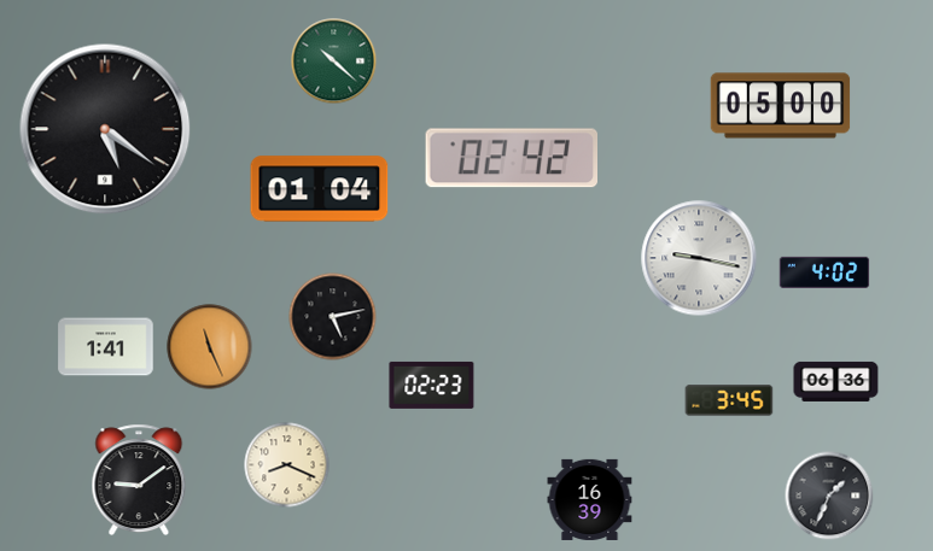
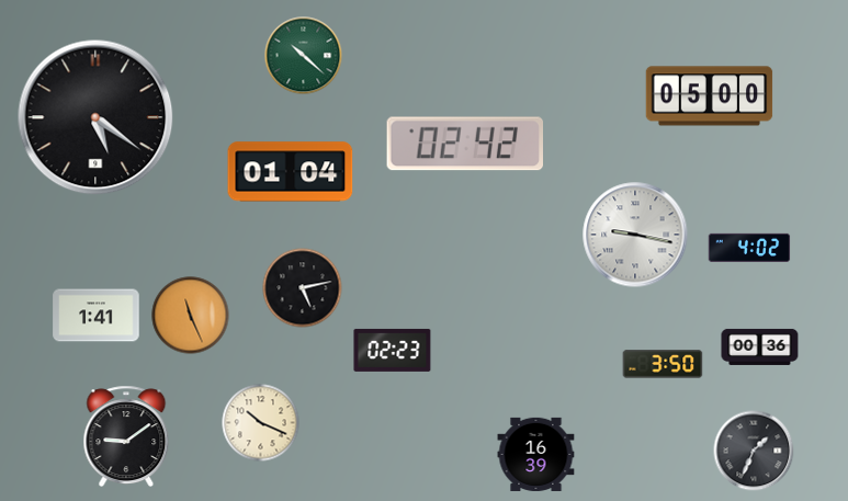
clock at (836, 381): 06:36 -> 00:36
clock at (729, 400): 3:45 -> 3:50
clock at (287, 465): 8:19 -> 10:19
